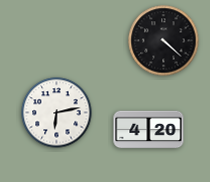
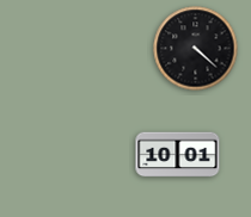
clock at (57, 113): 6:13 -> none
clock at (149, 130): 4:20 -> 10:01
